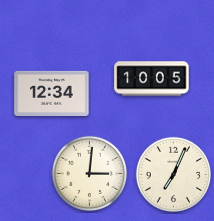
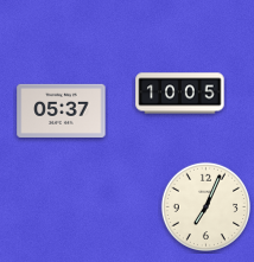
clock at (52, 93): 12:34 -> 05:37
clock at (89, 173): 3:01 -> none
